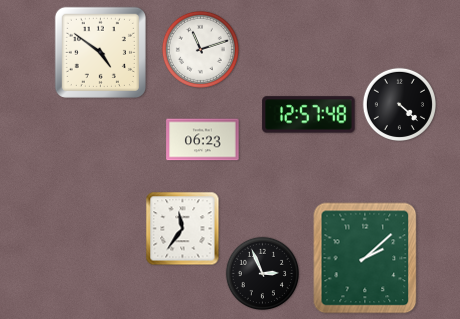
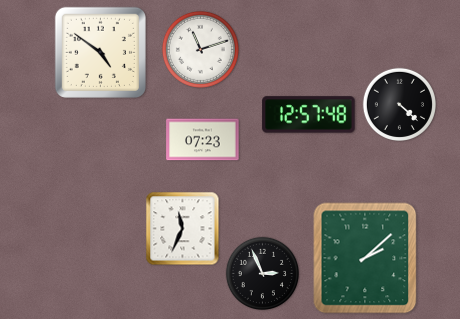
clock at (203, 140): 06:23 -> 07:23
clock at (183, 229): 11:36 -> 11:34
